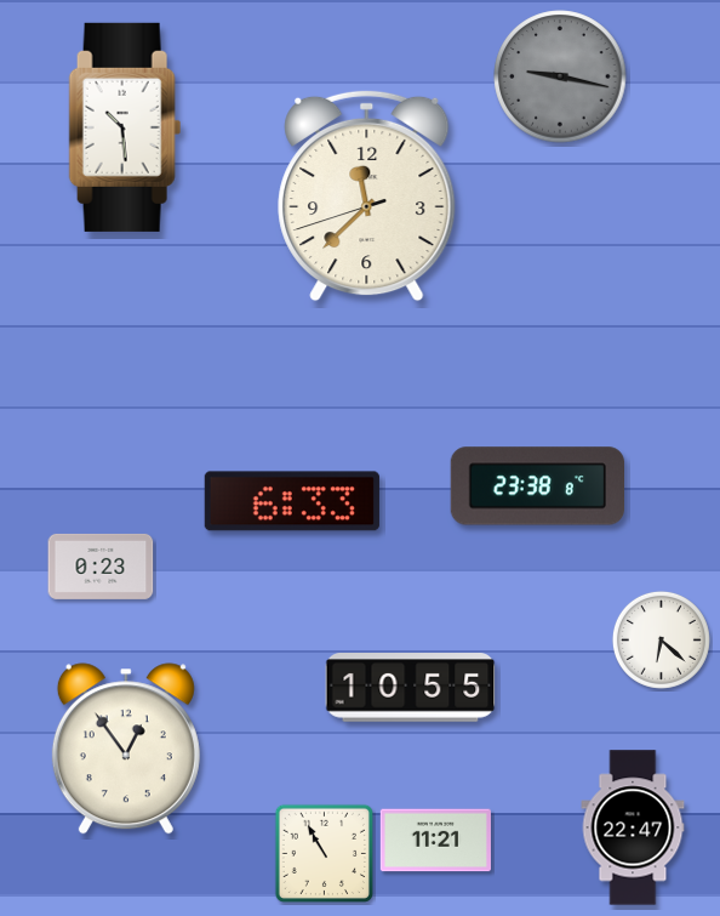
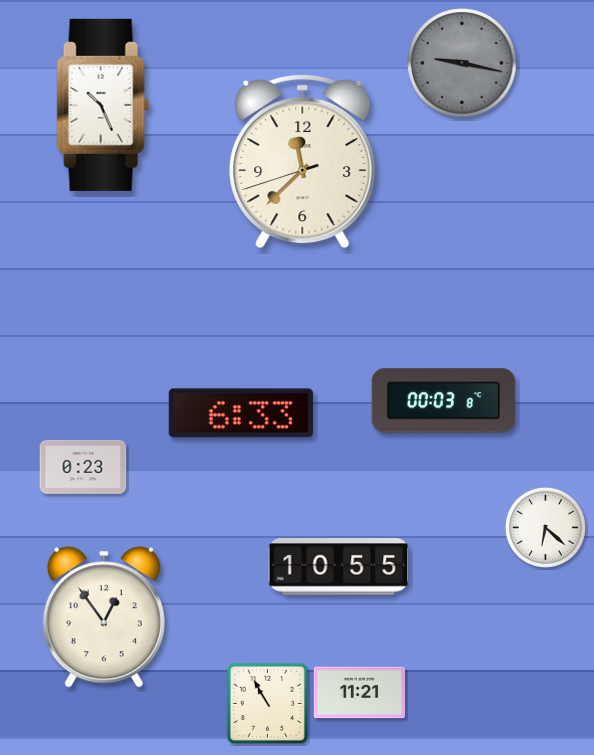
clock at (125, 127): 10:29 -> 10:26
clock at (537, 487): 23:38 -> 00:03
clock at (633, 827): 22:47 -> none
